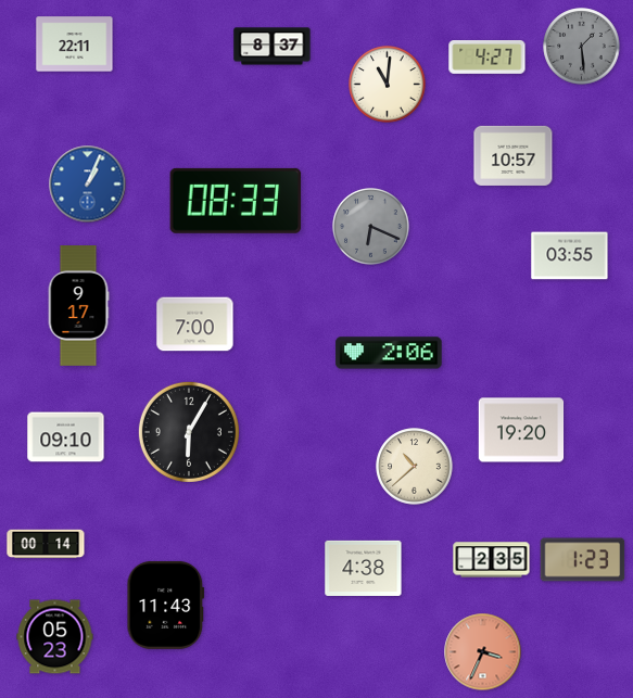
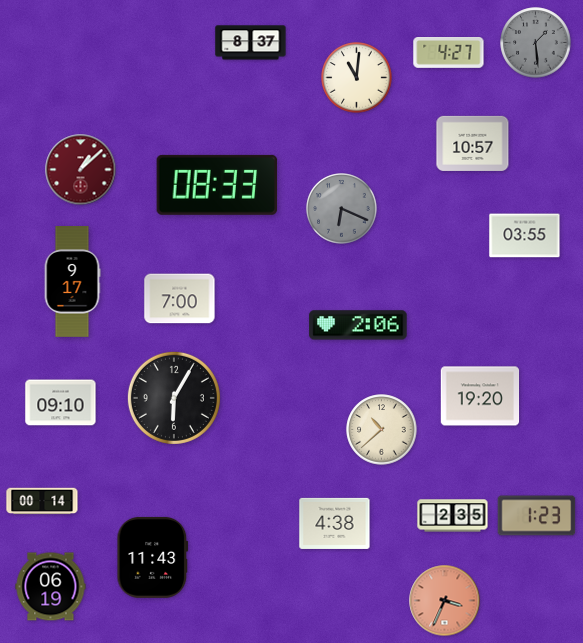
clock at (75, 45): 22:11 -> none
clock at (88, 185): 1:04 -> 1:08
clock at (88, 185) dial: blue -> burgundy
clock at (55, 637): 05:23 -> 06:19
